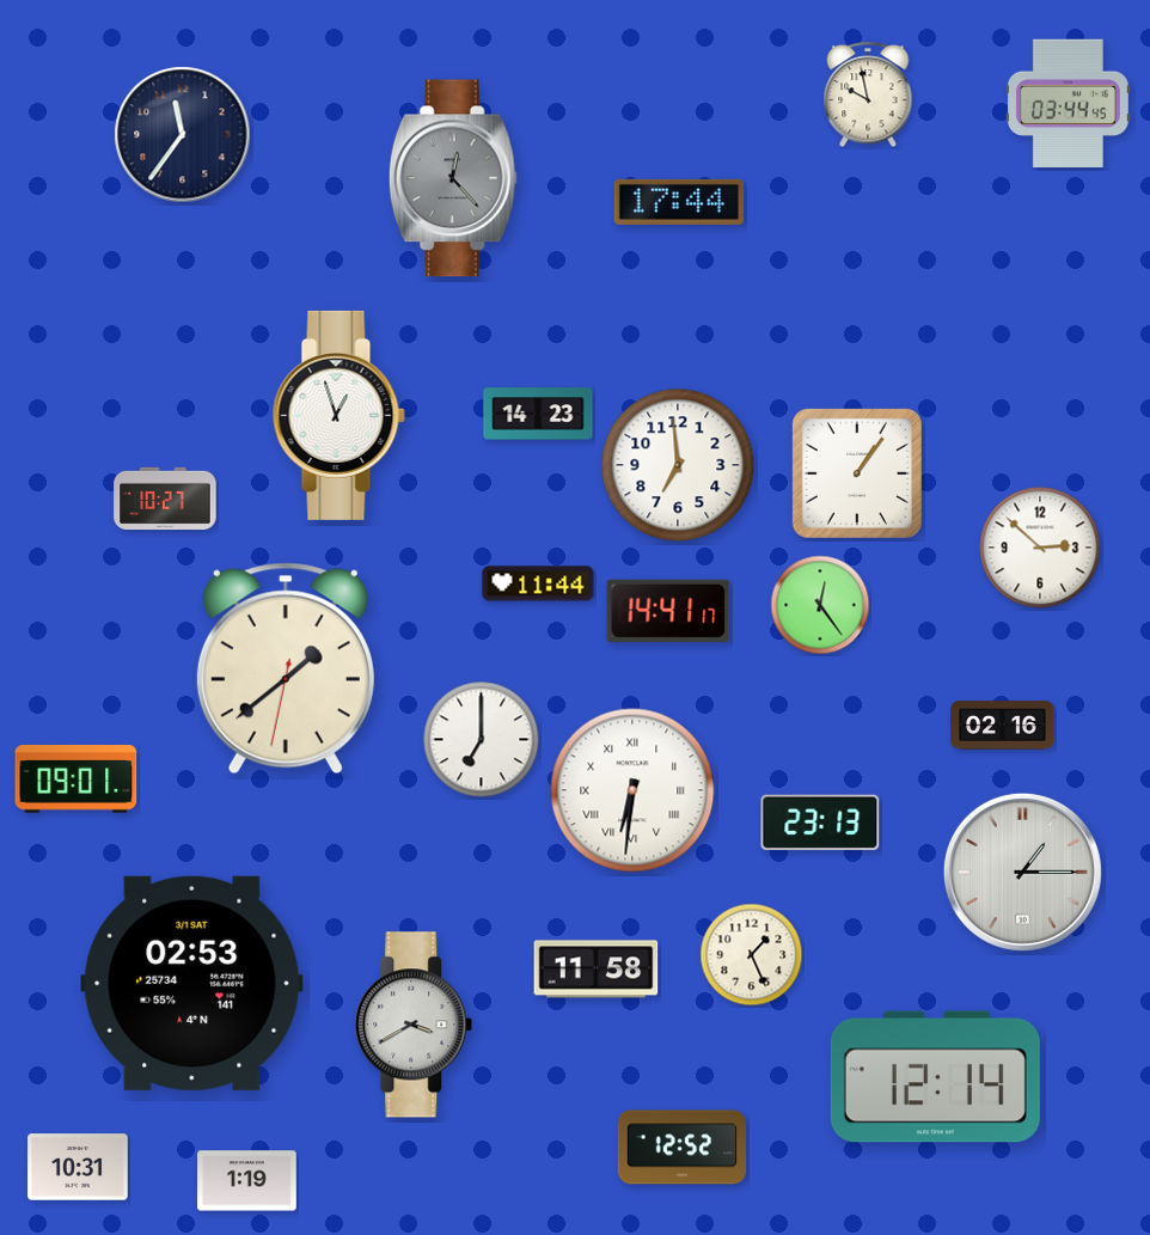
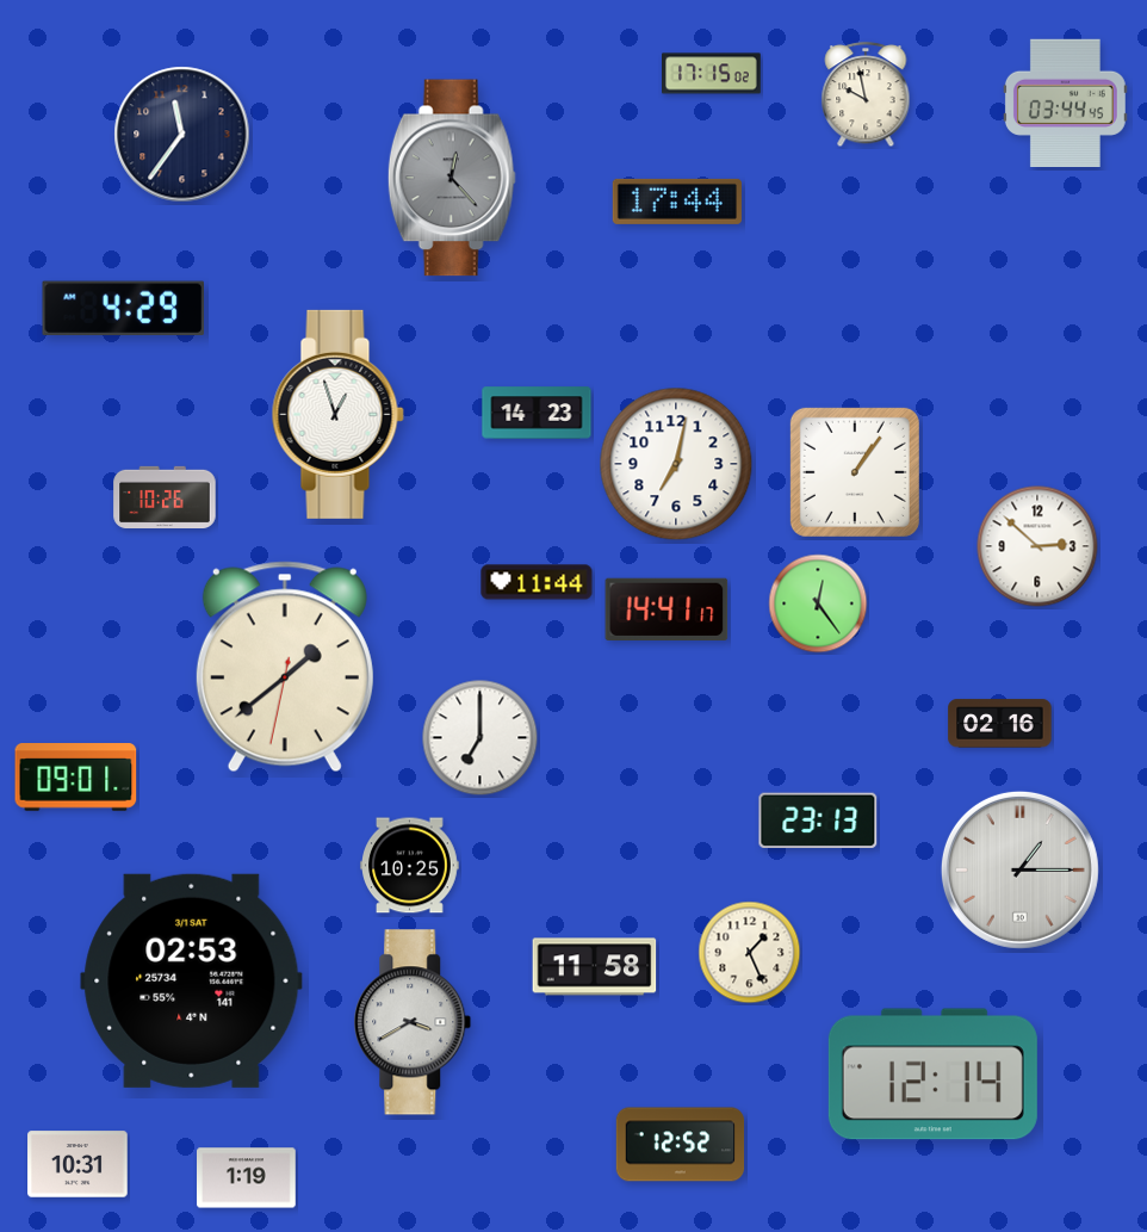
clock at (712, 74): none -> 17:15
clock at (124, 309): none -> 4:29
clock at (678, 465): 6:59 -> 7:02
clock at (165, 499): 10:27 -> 10:26
clock at (632, 790): 6:31 -> none
clock at (410, 866): none -> 10:25
